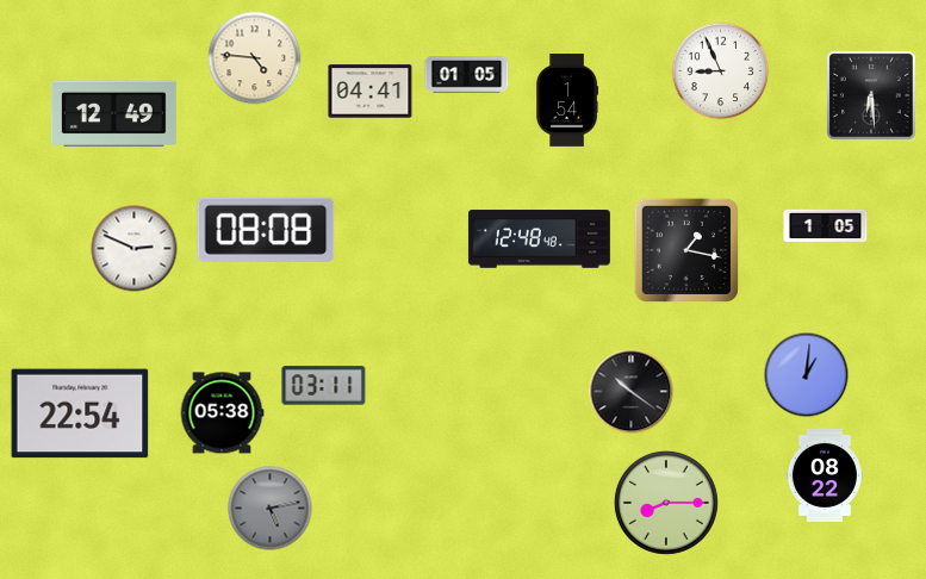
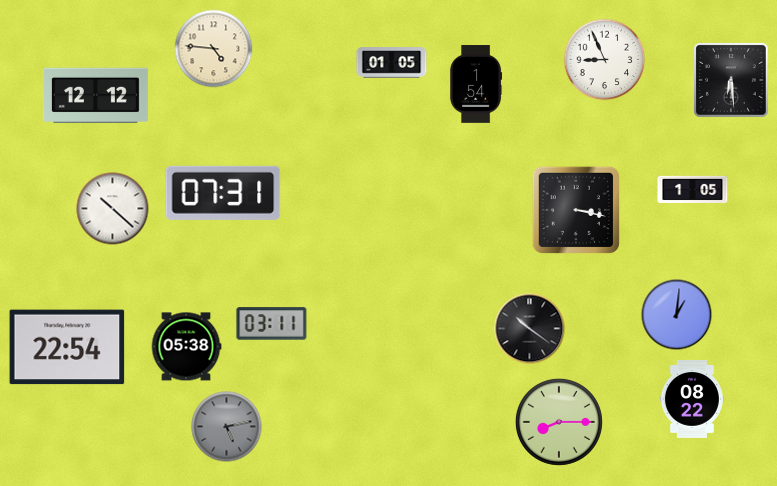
clock at (371, 92): 04:41 -> none
clock at (113, 113): 12:49 -> 12:12
clock at (266, 230): 08:08 -> 07:31
clock at (539, 239): 12:48 -> none
clock at (135, 249): 2:49 -> 10:22
clock at (686, 250): 1:17 -> 3:17
